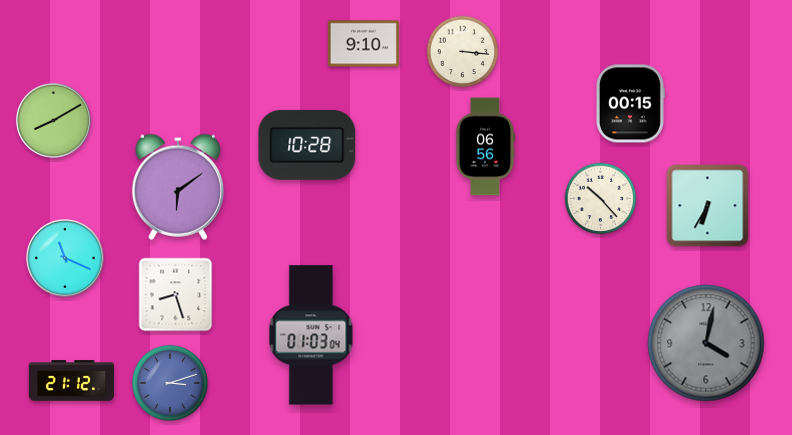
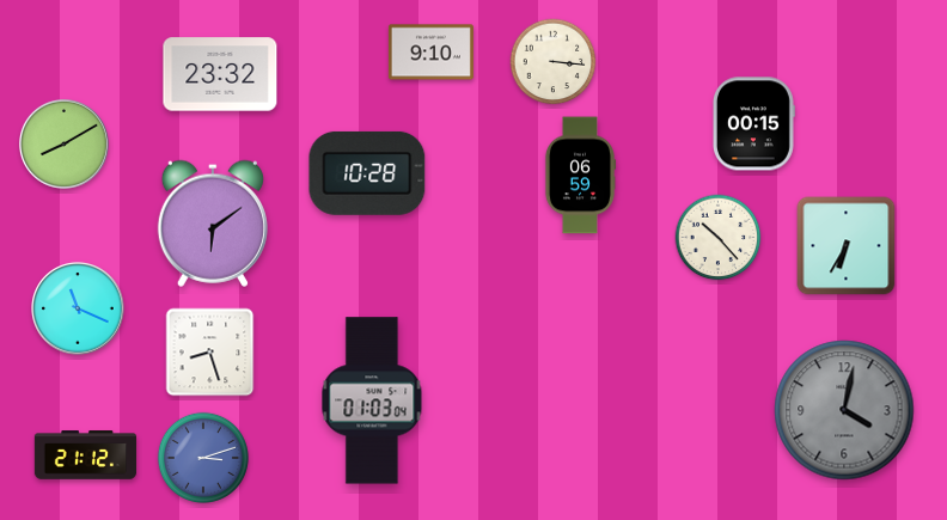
clock at (363, 44) position: (363, 44) -> (430, 53)
clock at (220, 74): none -> 23:32
clock at (485, 147): 06:56 -> 06:59
